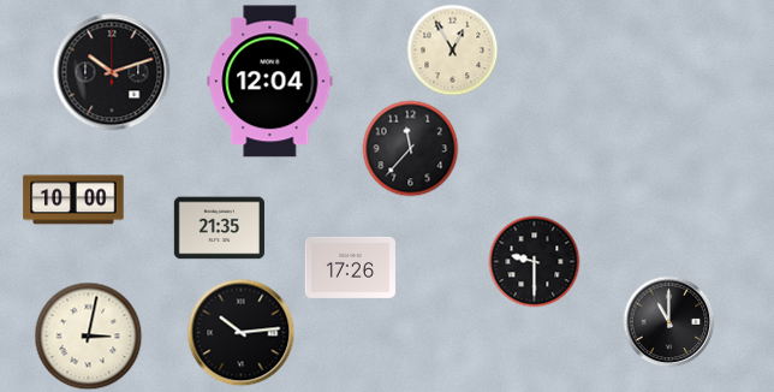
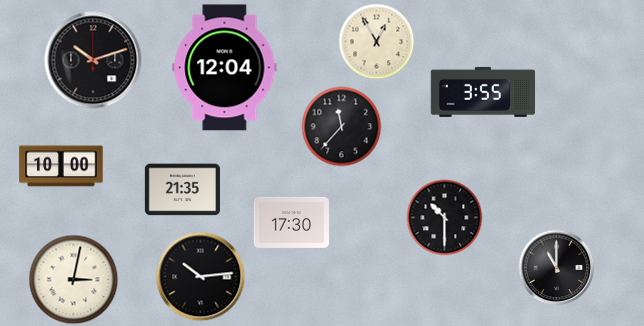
clock at (482, 92): none -> 3:55
clock at (411, 149) position: (411, 149) -> (342, 127)
clock at (535, 262): 9:30 -> 10:30
clock at (350, 267): 17:26 -> 17:30
